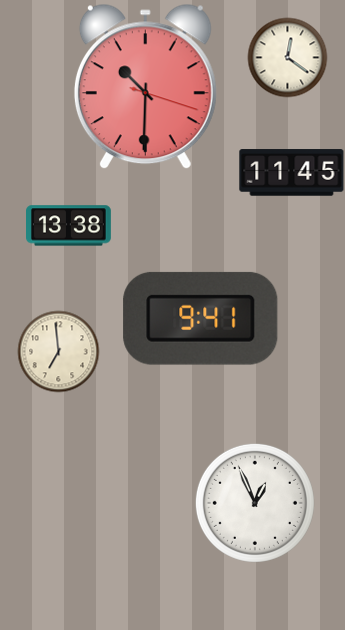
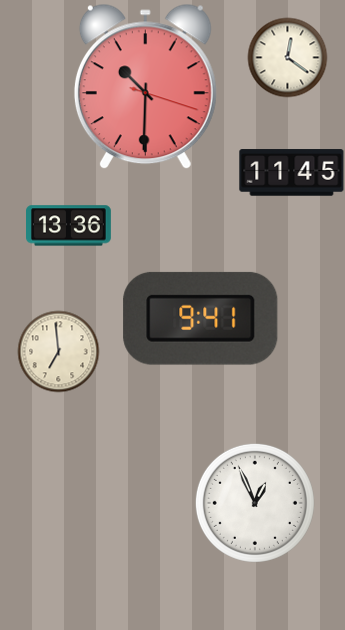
clock at (69, 226): 13:38 -> 13:36
